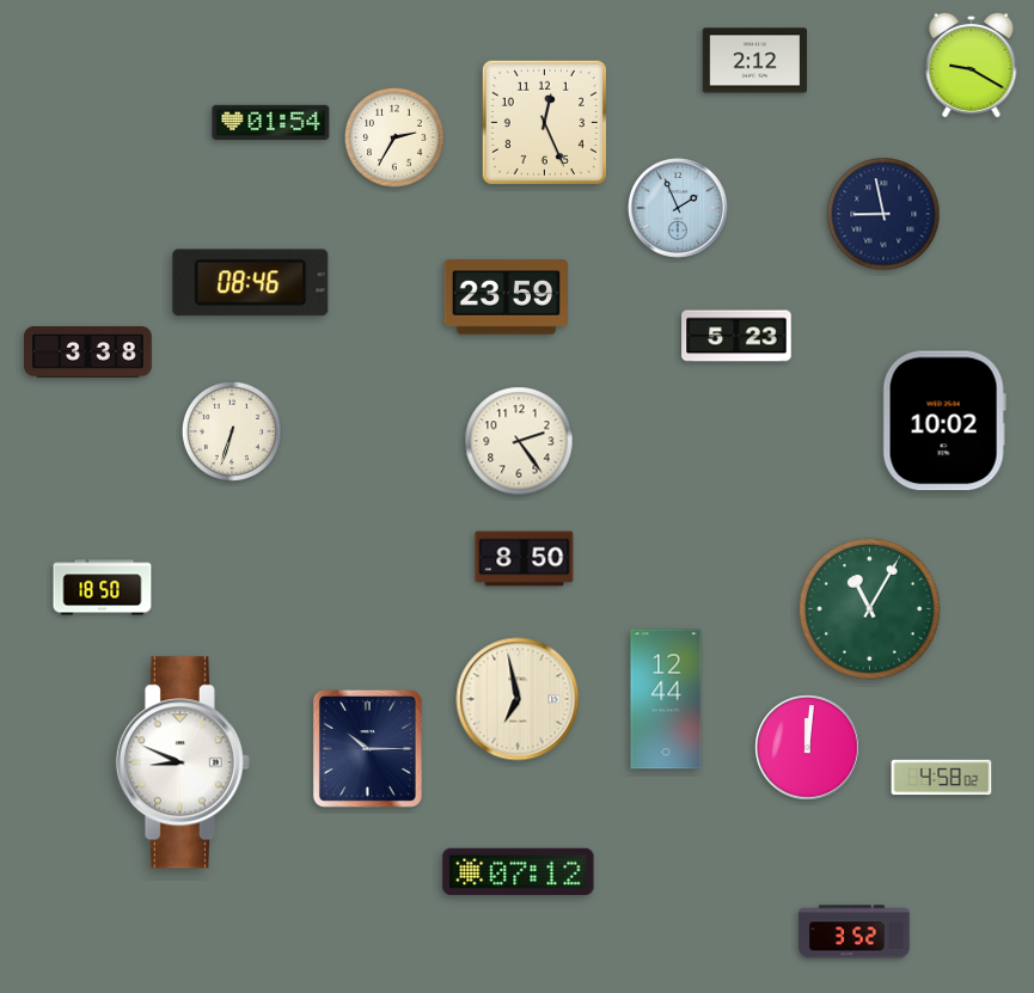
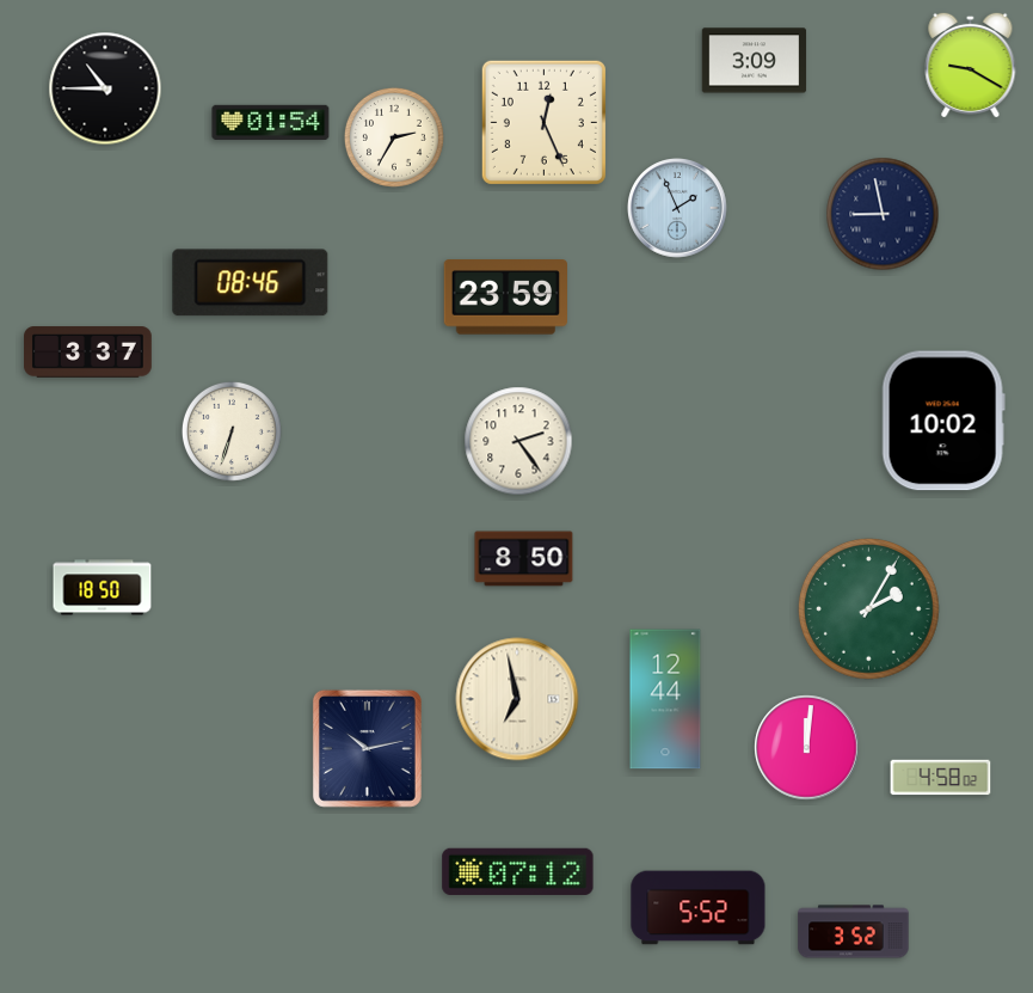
clock at (755, 61): 2:12 -> 3:09
clock at (105, 88): none -> 10:45
clock at (736, 336): 5:23 -> none
clock at (88, 353): 3:38 -> 3:37
clock at (869, 608): 11:05 -> 2:05
clock at (367, 748): 10:15 -> 10:13
clock at (183, 762): 8:49 -> none
clock at (699, 908): none -> 5:52
